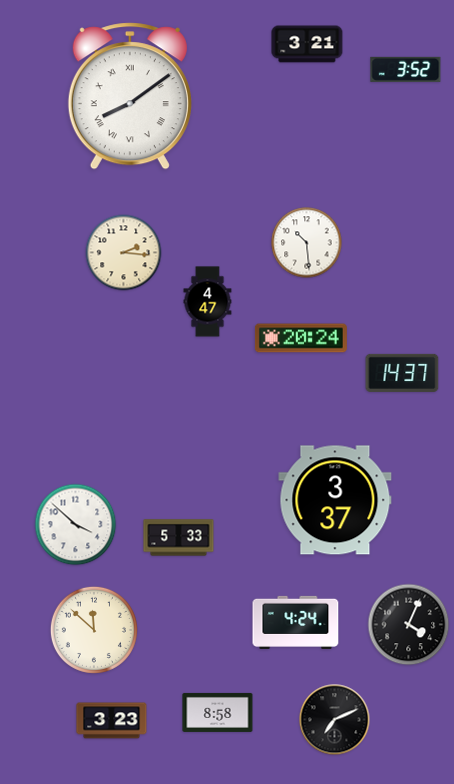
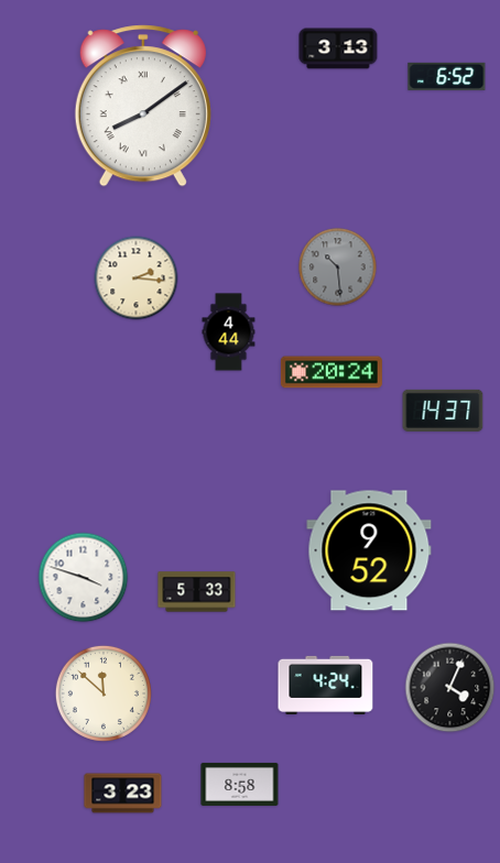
clock at (307, 44): 3:21 -> 3:13
clock at (406, 69): 3:52 -> 6:52
clock at (307, 243) dial: white -> grey
clock at (208, 302): 4:47 -> 4:44
clock at (335, 500): 3:37 -> 9:52
clock at (76, 525): 3:52 -> 3:48
clock at (335, 720): 7:11 -> none
